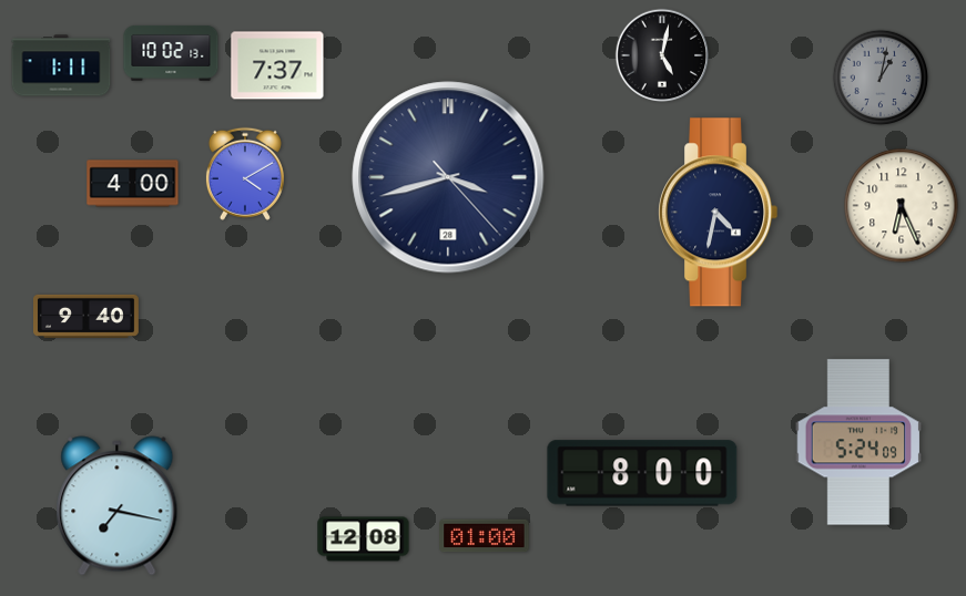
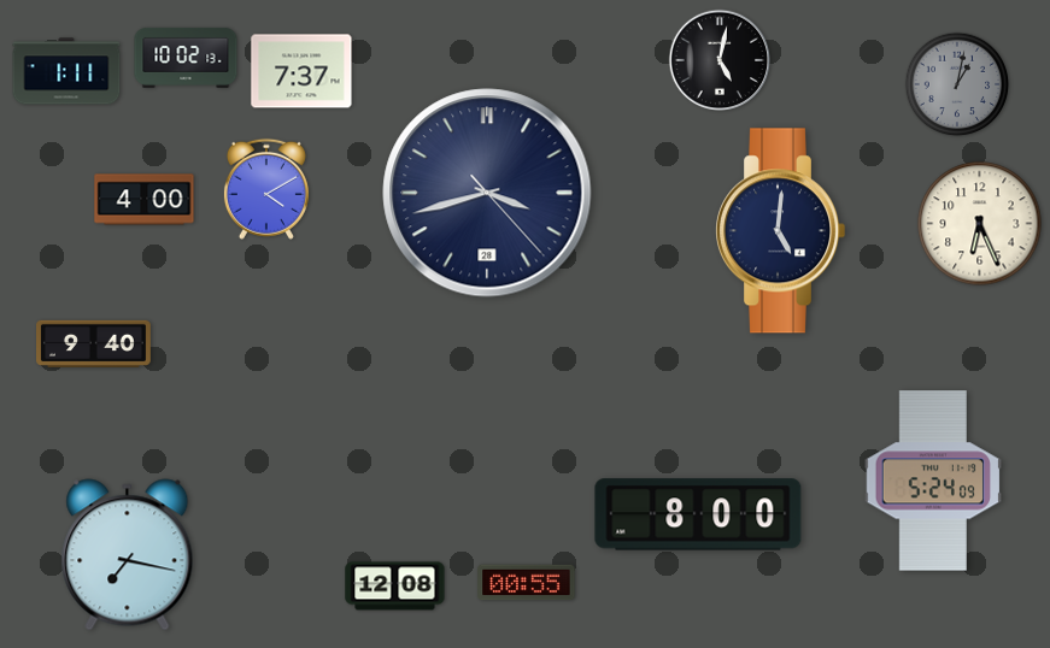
clock at (719, 213): 4:32 -> 5:01
clock at (118, 506) position: (118, 506) -> (128, 555)
clock at (485, 536): 01:00 -> 00:55
